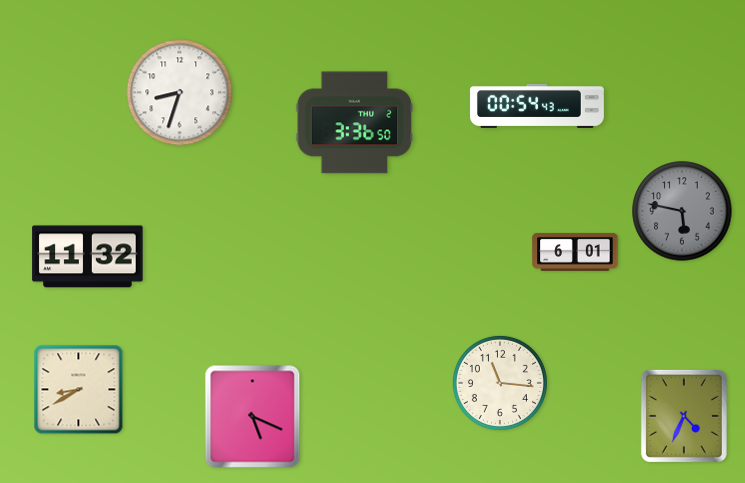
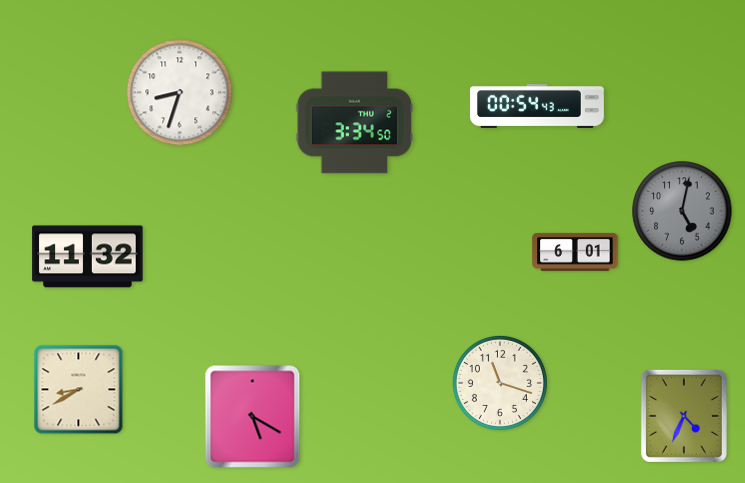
clock at (355, 123): 3:36 -> 3:34
clock at (682, 211): 5:47 -> 5:02
clock at (500, 383): 11:16 -> 11:18
clock at (253, 417): 5:19 -> 5:20
